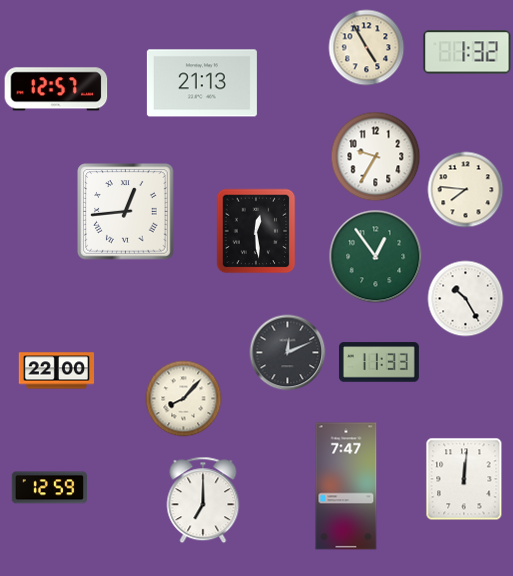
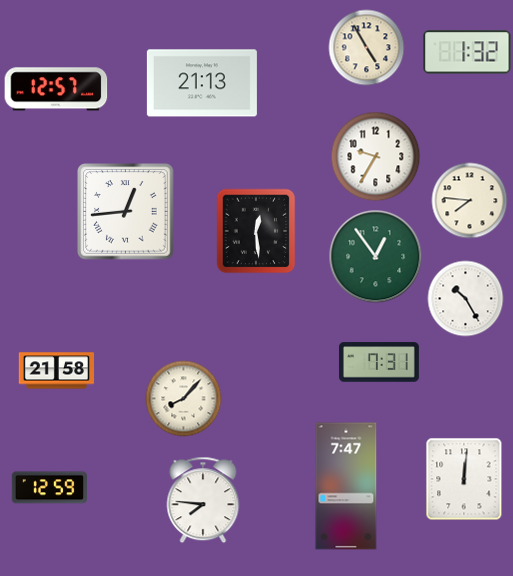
clock at (466, 190) position: (466, 190) -> (470, 201)
clock at (288, 353): 12:11 -> none
clock at (379, 362): 11:33 -> 7:31
clock at (57, 371): 22:00 -> 21:58
clock at (203, 500): 7:00 -> 7:46
